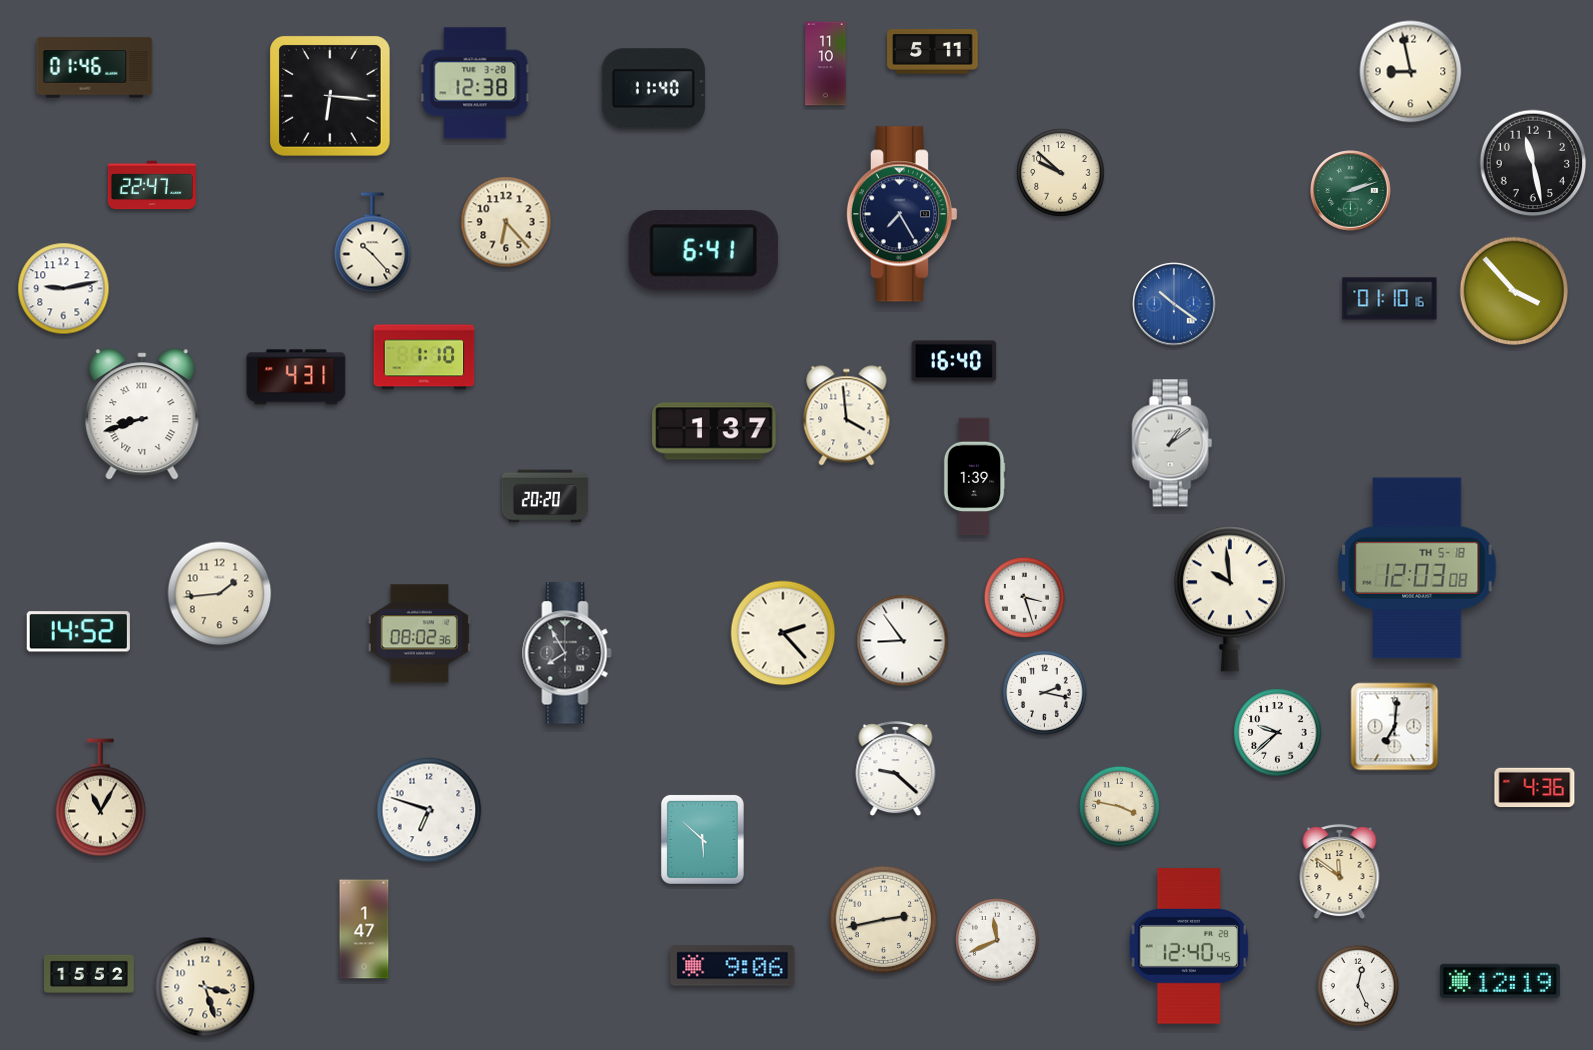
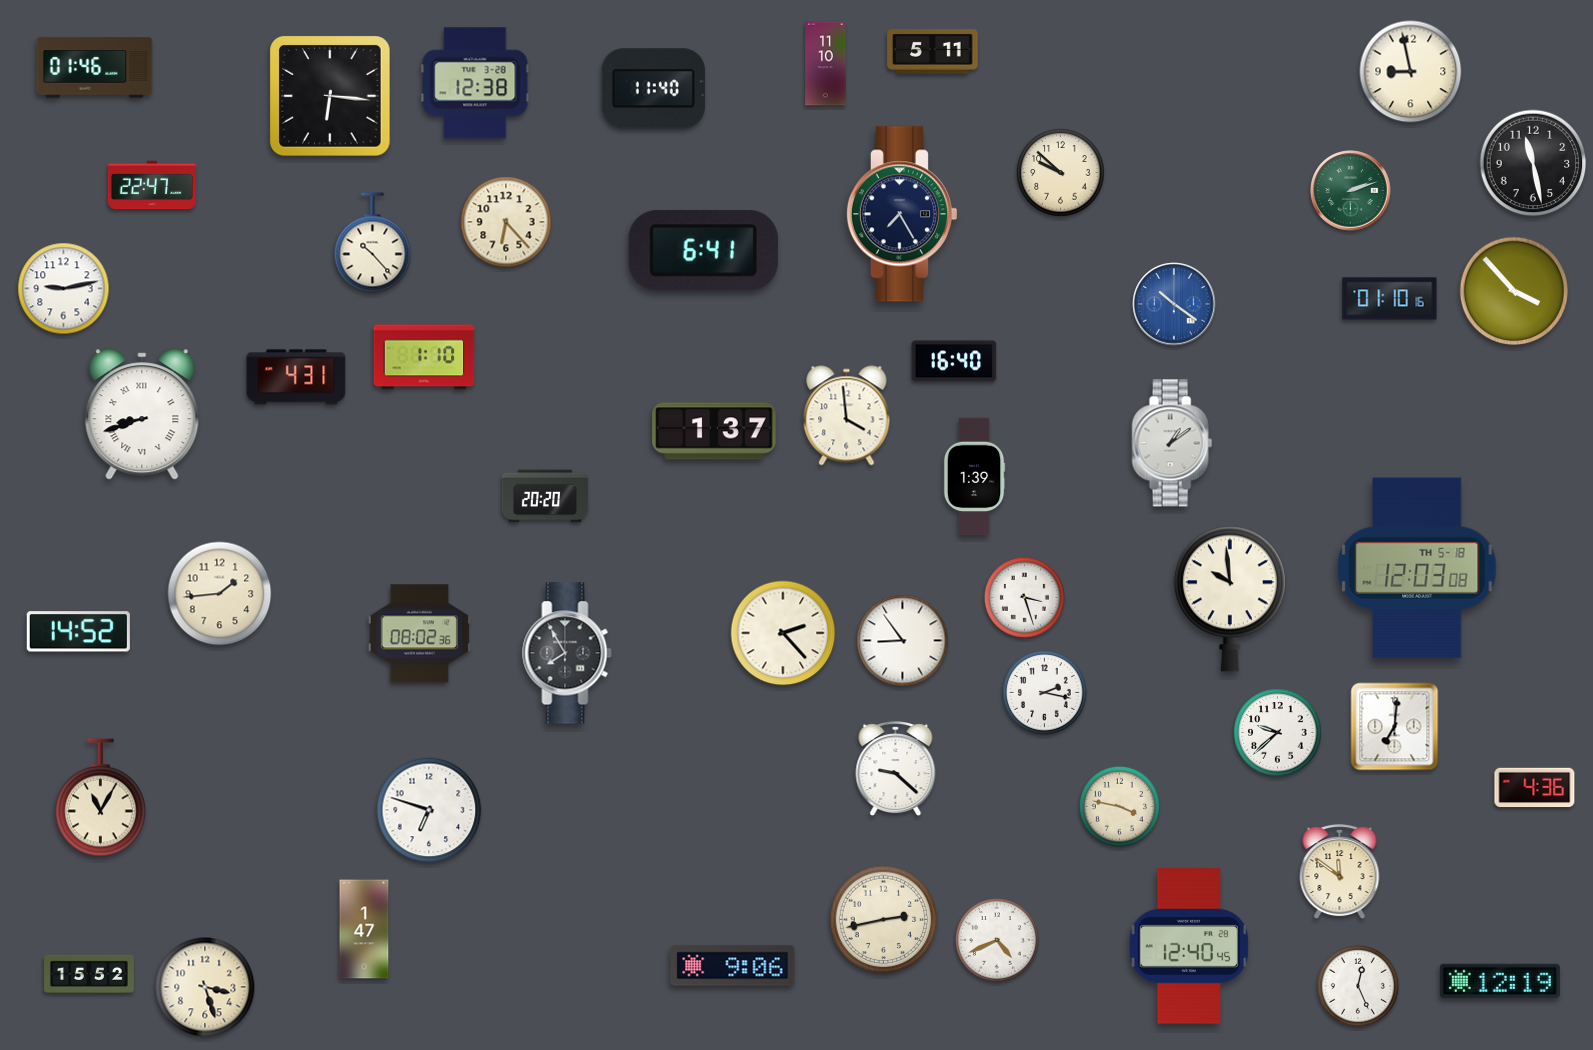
clock at (702, 839): 5:52 -> none
clock at (998, 941): 11:41 -> 4:41
